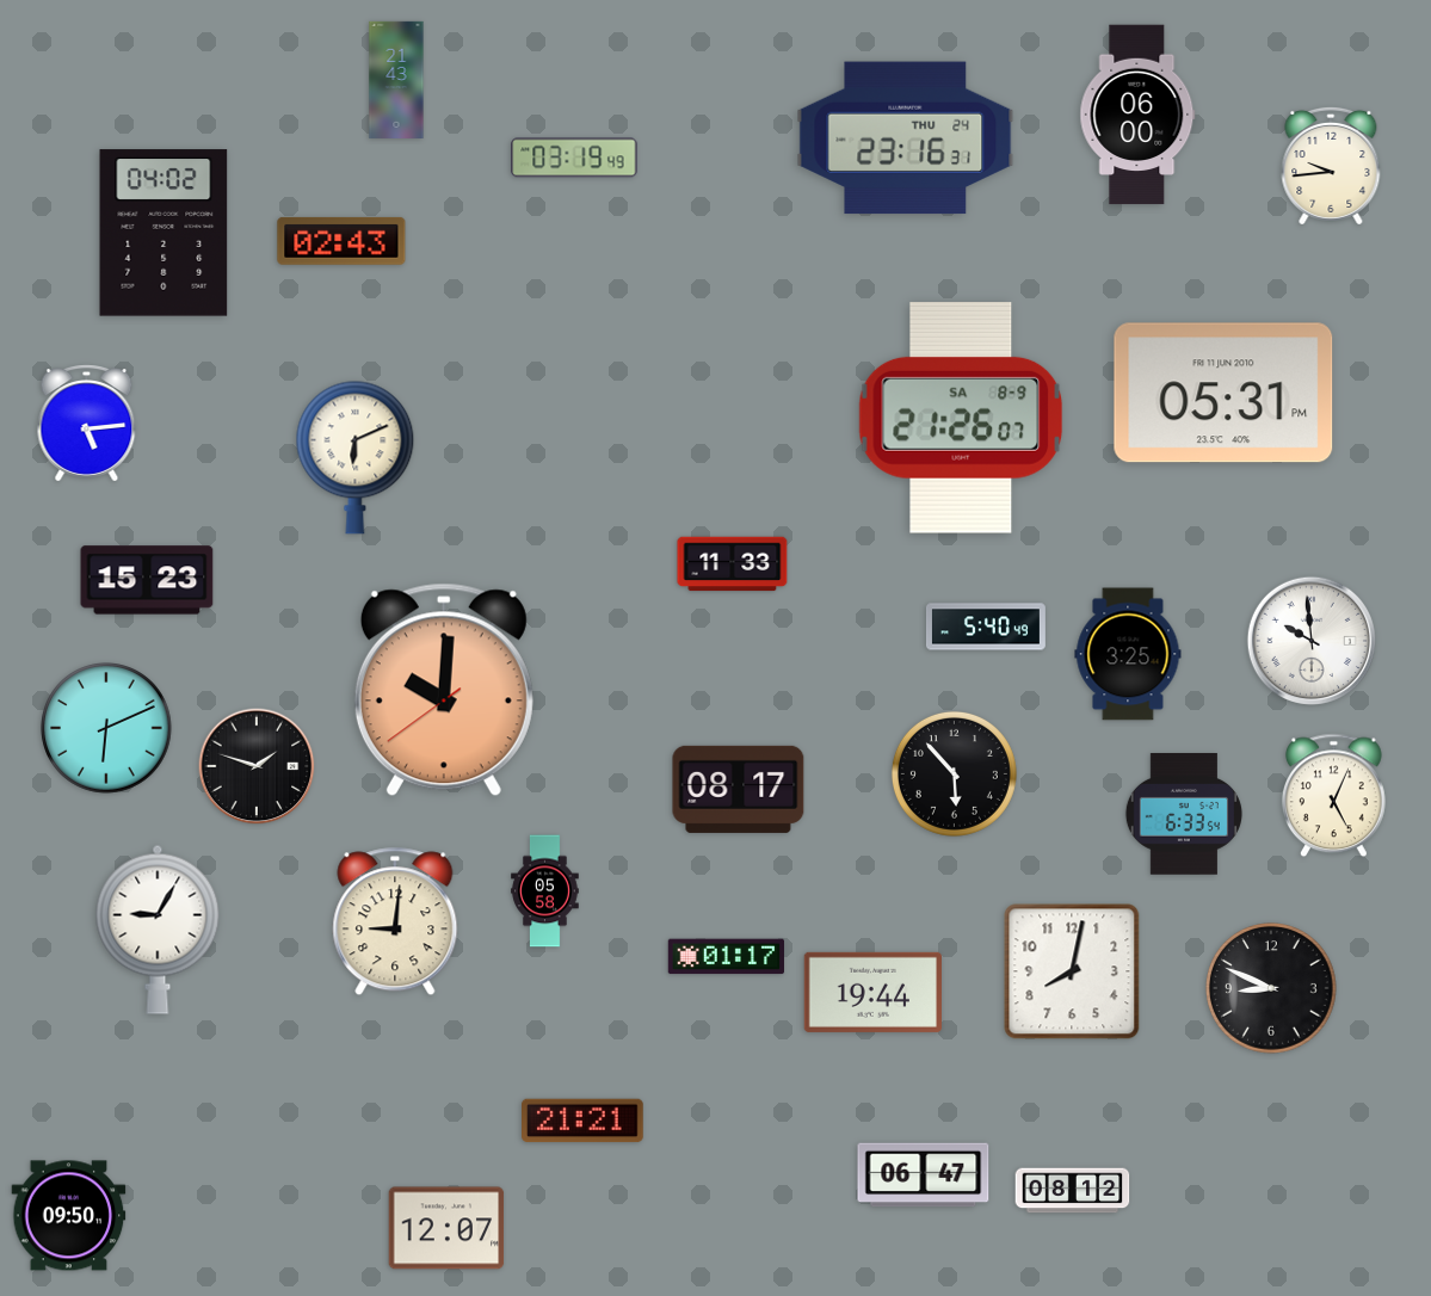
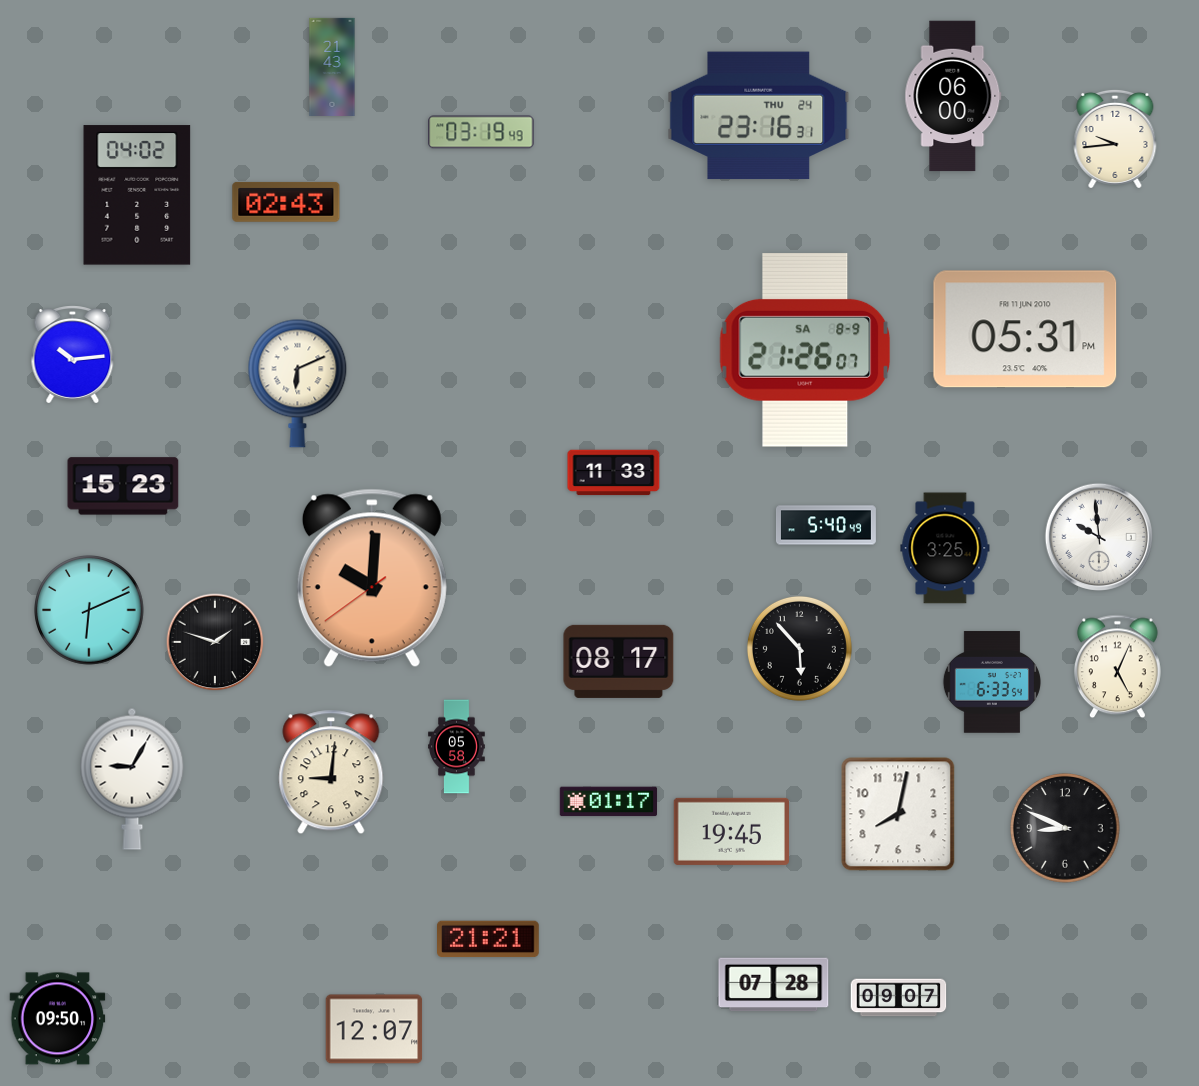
clock at (87, 424): 5:14 -> 10:14
clock at (872, 992): 19:44 -> 19:45
clock at (924, 1175): 06:47 -> 07:28
clock at (1073, 1191): 08:12 -> 09:07
